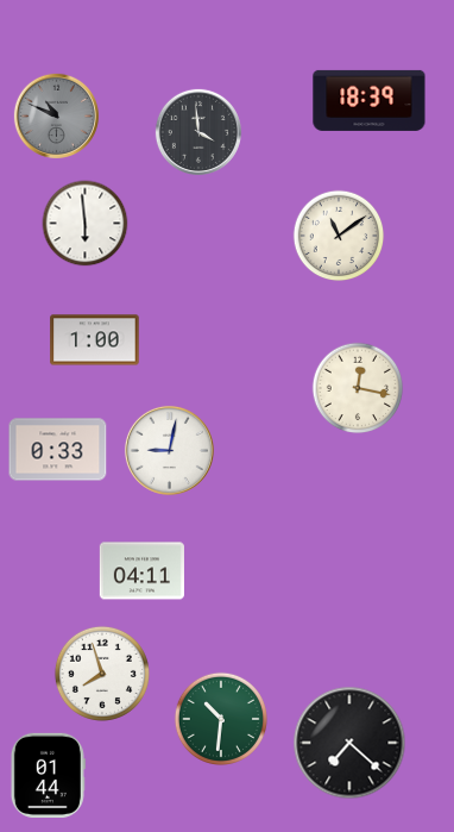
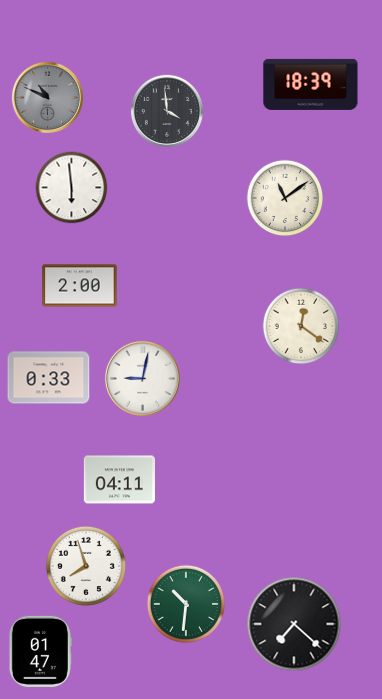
clock at (95, 340): 1:00 -> 2:00
clock at (358, 388): 12:17 -> 12:21
clock at (48, 775): 01:44 -> 01:47
